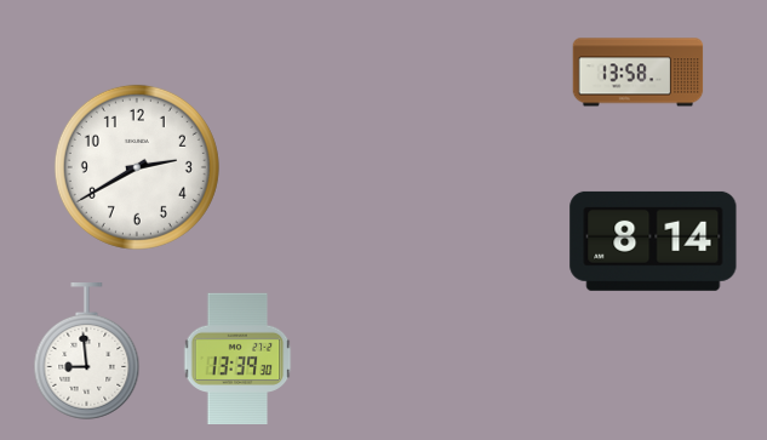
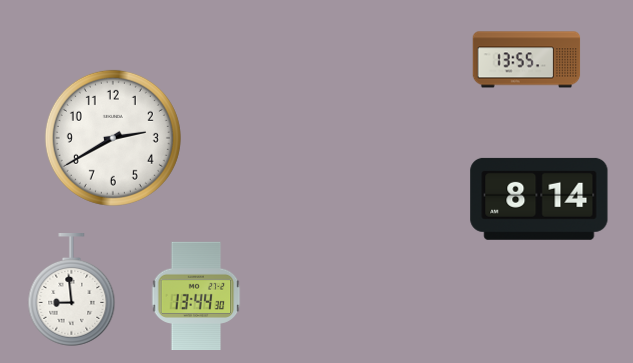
clock at (639, 73): 13:58 -> 13:55
clock at (237, 359): 13:39 -> 13:44
